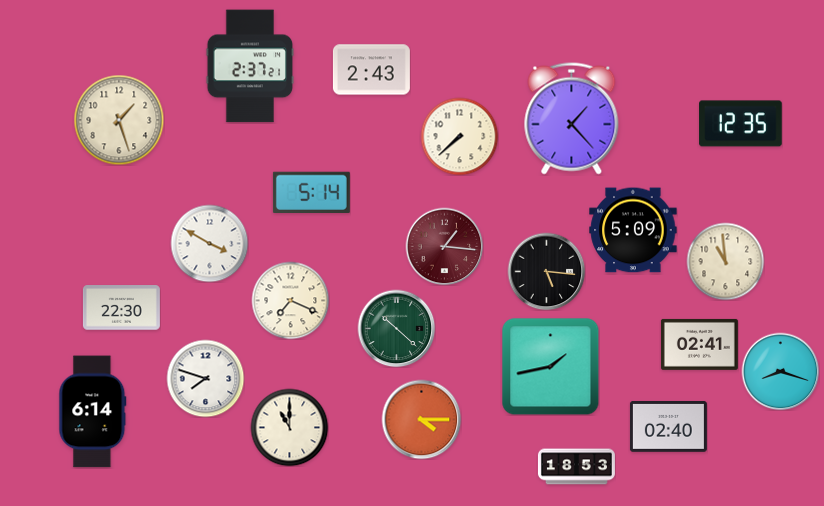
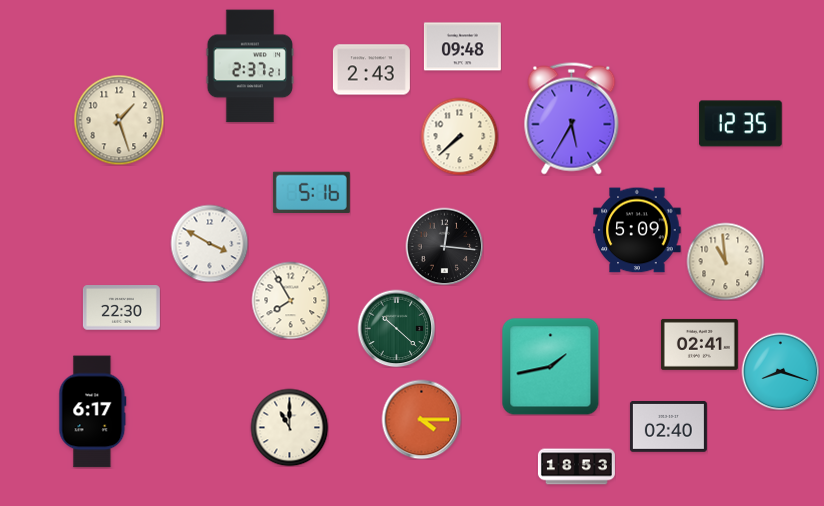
clock at (462, 47): none -> 09:48
clock at (572, 119): 1:23 -> 5:35
clock at (311, 192): 5:14 -> 5:16
clock at (633, 230) position: (633, 230) -> (637, 230)
clock at (444, 246): 1:16 -> 12:16
clock at (444, 246) dial: burgundy -> black
clock at (546, 271): 5:16 -> none
clock at (290, 300): 7:19 -> 7:55
clock at (205, 378): 7:48 -> none
clock at (93, 412): 6:14 -> 6:17
